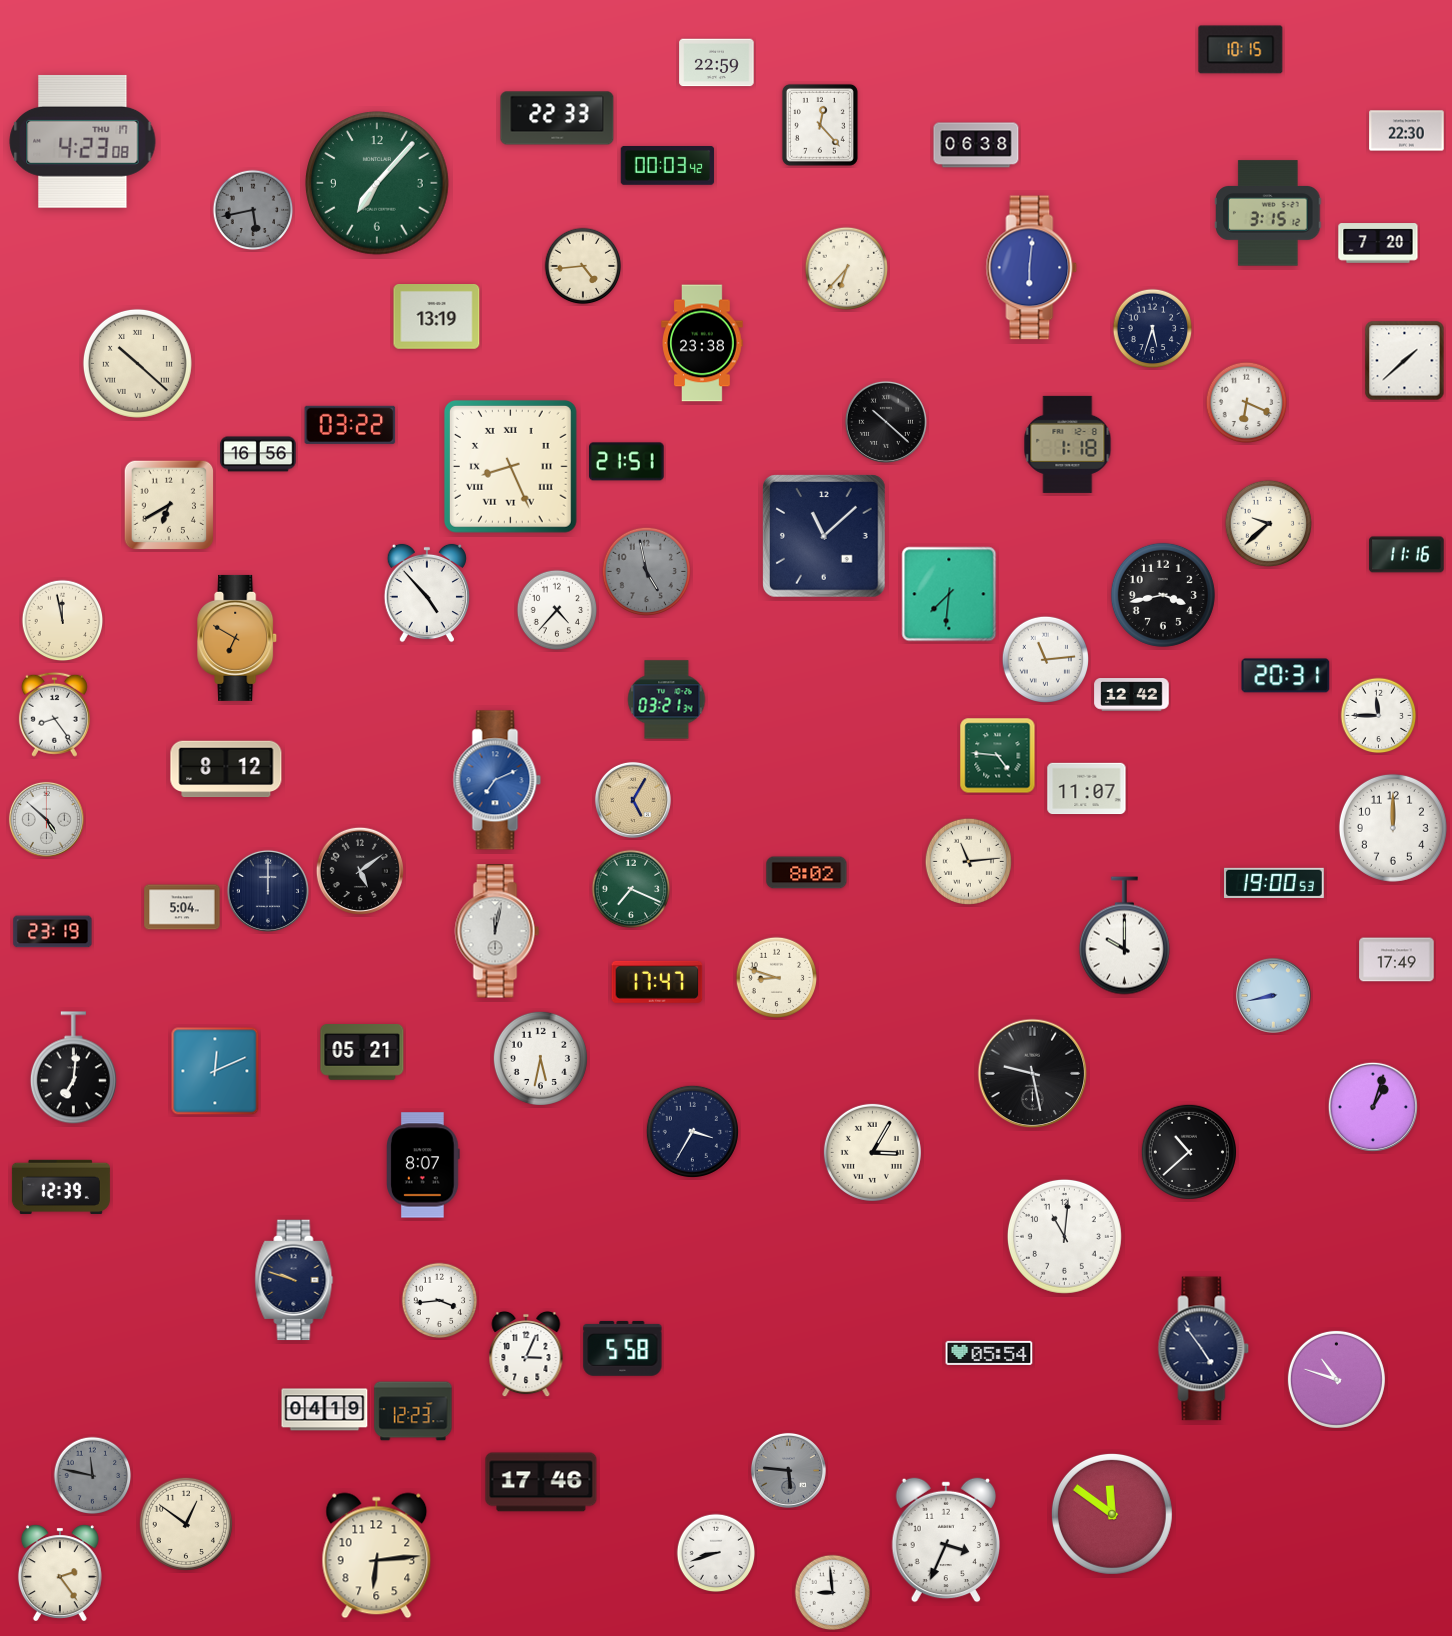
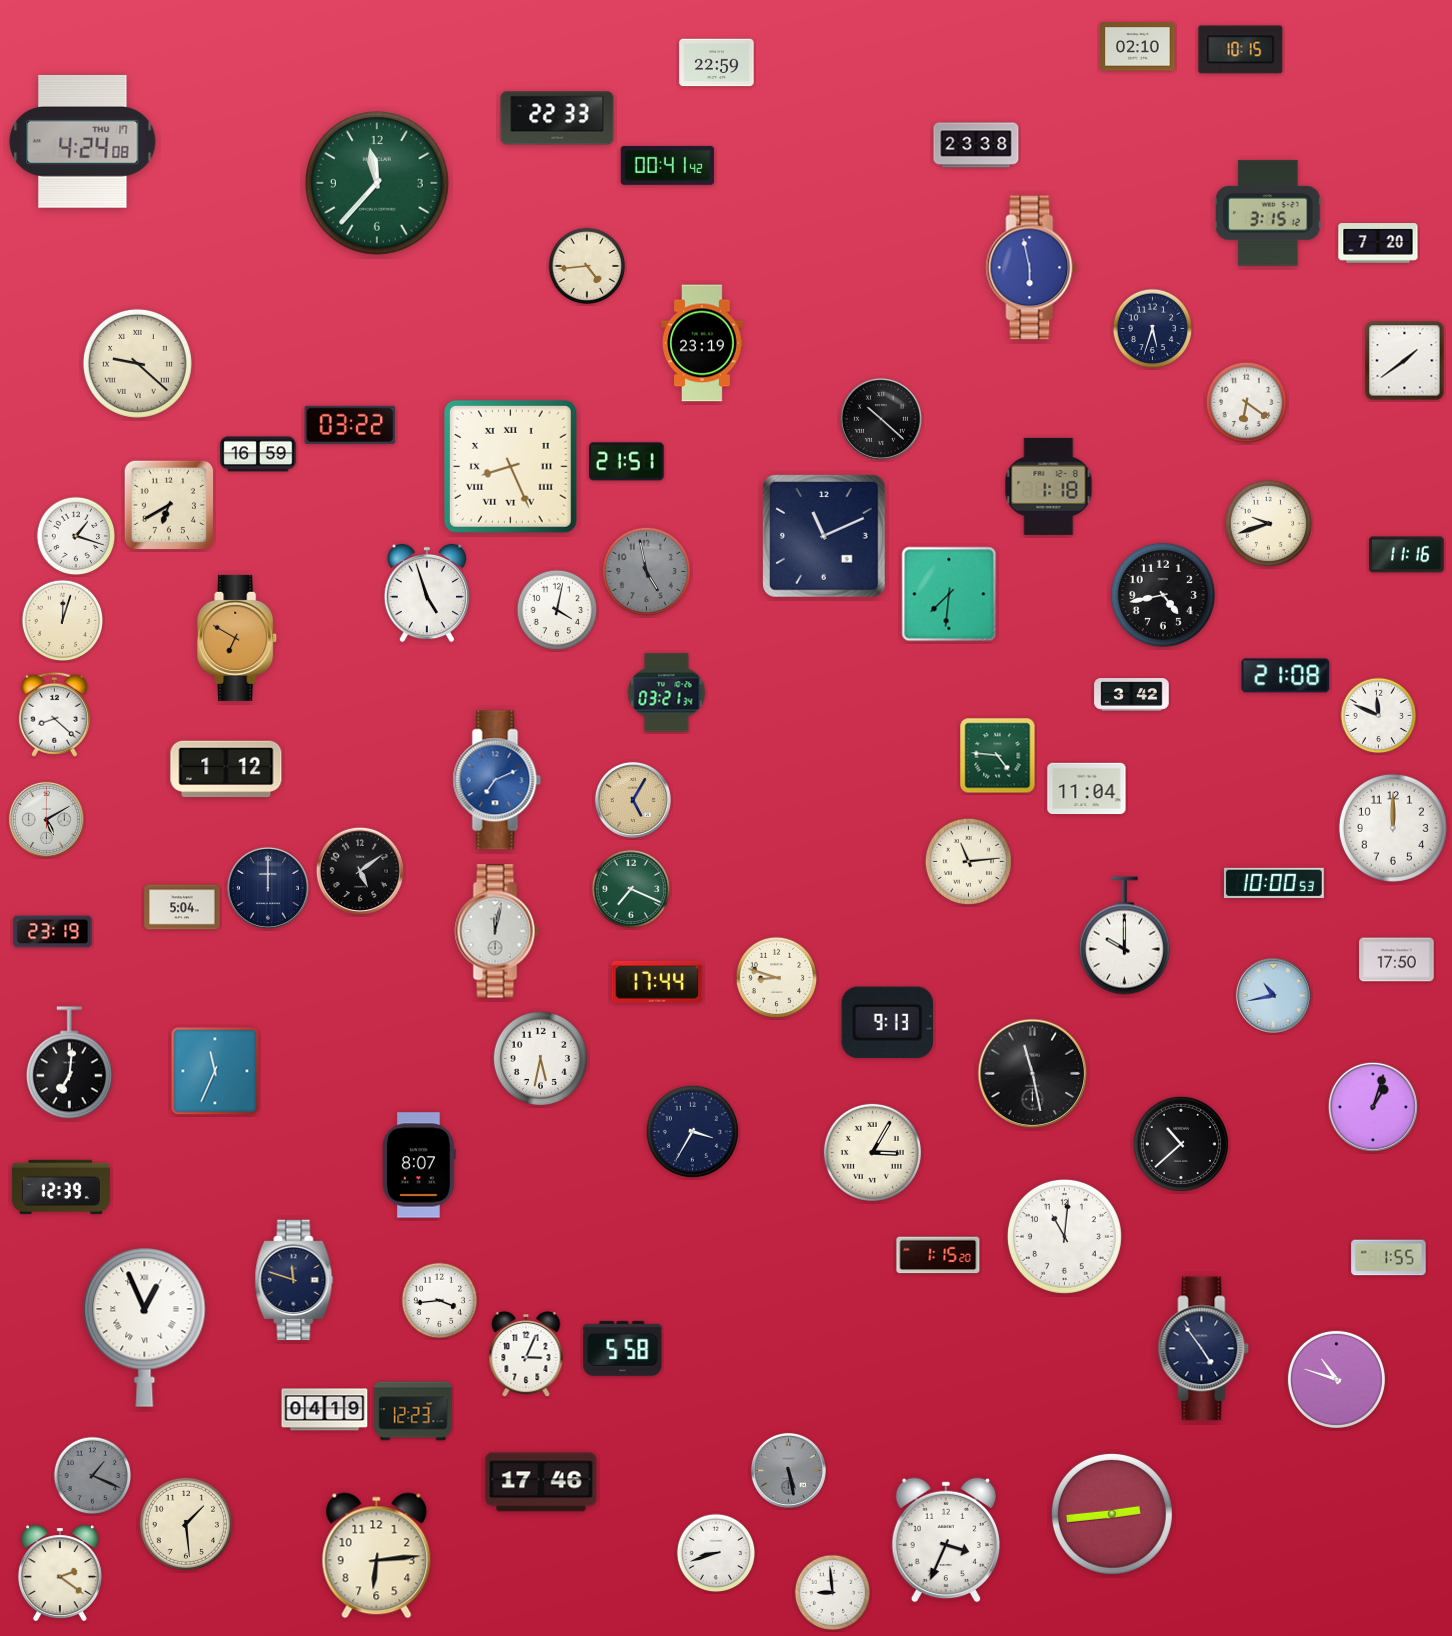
clock at (1138, 47): none -> 02:10
clock at (820, 125): 12:23 -> none
clock at (1407, 131): 22:30 -> none
clock at (83, 141): 4:23 -> 4:24
clock at (976, 145): 06:38 -> 23:38
clock at (668, 166): 00:03 -> 00:41
clock at (377, 183): 7:07 -> 11:37
clock at (253, 210): 5:43 -> none
clock at (583, 266) position: (583, 266) -> (587, 266)
clock at (1032, 268): 6:01 -> 5:58
clock at (847, 269): 6:37 -> none
clock at (437, 317): 13:19 -> none
clock at (702, 343): 23:38 -> 23:19
clock at (1405, 361): 1:38 -> 1:39
clock at (137, 363): 10:22 -> 9:22
clock at (1247, 403): 6:19 -> 6:21
clock at (886, 422) position: (886, 422) -> (881, 419)
clock at (1068, 444) position: (1068, 444) -> (1049, 486)
clock at (258, 454): 16:56 -> 16:59
clock at (1268, 523): 9:38 -> 9:42
clock at (76, 536): none -> 1:18
clock at (825, 537): 11:08 -> 11:11
clock at (427, 593): 4:53 -> 4:57
clock at (1163, 595): 3:43 -> 4:43
clock at (557, 610): 4:37 -> 4:02
clock at (63, 621): 11:58 -> 12:03
clock at (1045, 659): 11:14 -> none
clock at (1286, 676): 20:31 -> 21:08
clock at (1132, 695): 12:42 -> 3:42
clock at (667, 700) position: (667, 700) -> (667, 693)
clock at (54, 714): 8:24 -> 8:22
clock at (1379, 716): 11:45 -> 11:49
clock at (226, 769): 8:12 -> 1:12
clock at (1087, 789): 11:07 -> 11:04
clock at (46, 819): 4:52 -> 5:10
clock at (807, 873): 8:02 -> none
clock at (1275, 882): 19:00 -> 10:00
clock at (268, 891) position: (268, 891) -> (268, 888)
clock at (1397, 960): 17:49 -> 17:50
clock at (657, 982): 17:47 -> 17:44
clock at (1273, 995): 8:43 -> 10:43
clock at (888, 1022): none -> 9:13
clock at (362, 1053): 05:21 -> none
clock at (73, 1068) position: (73, 1068) -> (69, 1063)
clock at (215, 1071): 12:11 -> 11:34
clock at (1033, 1074): 9:28 -> 11:28
clock at (1189, 1152) position: (1189, 1152) -> (1181, 1144)
clock at (423, 1165) position: (423, 1165) -> (419, 1165)
clock at (938, 1255): none -> 1:15
clock at (1389, 1258): none -> 1:55
clock at (294, 1280): 9:48 -> 11:48
clock at (145, 1327): none -> 12:56
clock at (989, 1353): 05:54 -> none
clock at (788, 1470): 5:46 -> 5:28
clock at (93, 1476): 11:47 -> 1:19
clock at (1112, 1514): 11:51 -> 2:44
clock at (186, 1524): 12:51 -> 1:29
clock at (60, 1572): 2:24 -> 2:21
